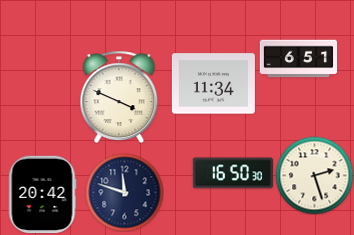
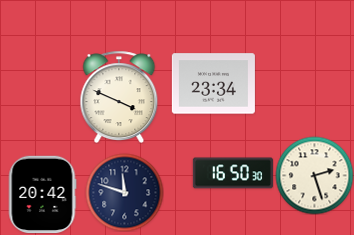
clock at (298, 59): 6:51 -> none
clock at (213, 84): 11:34 -> 23:34
